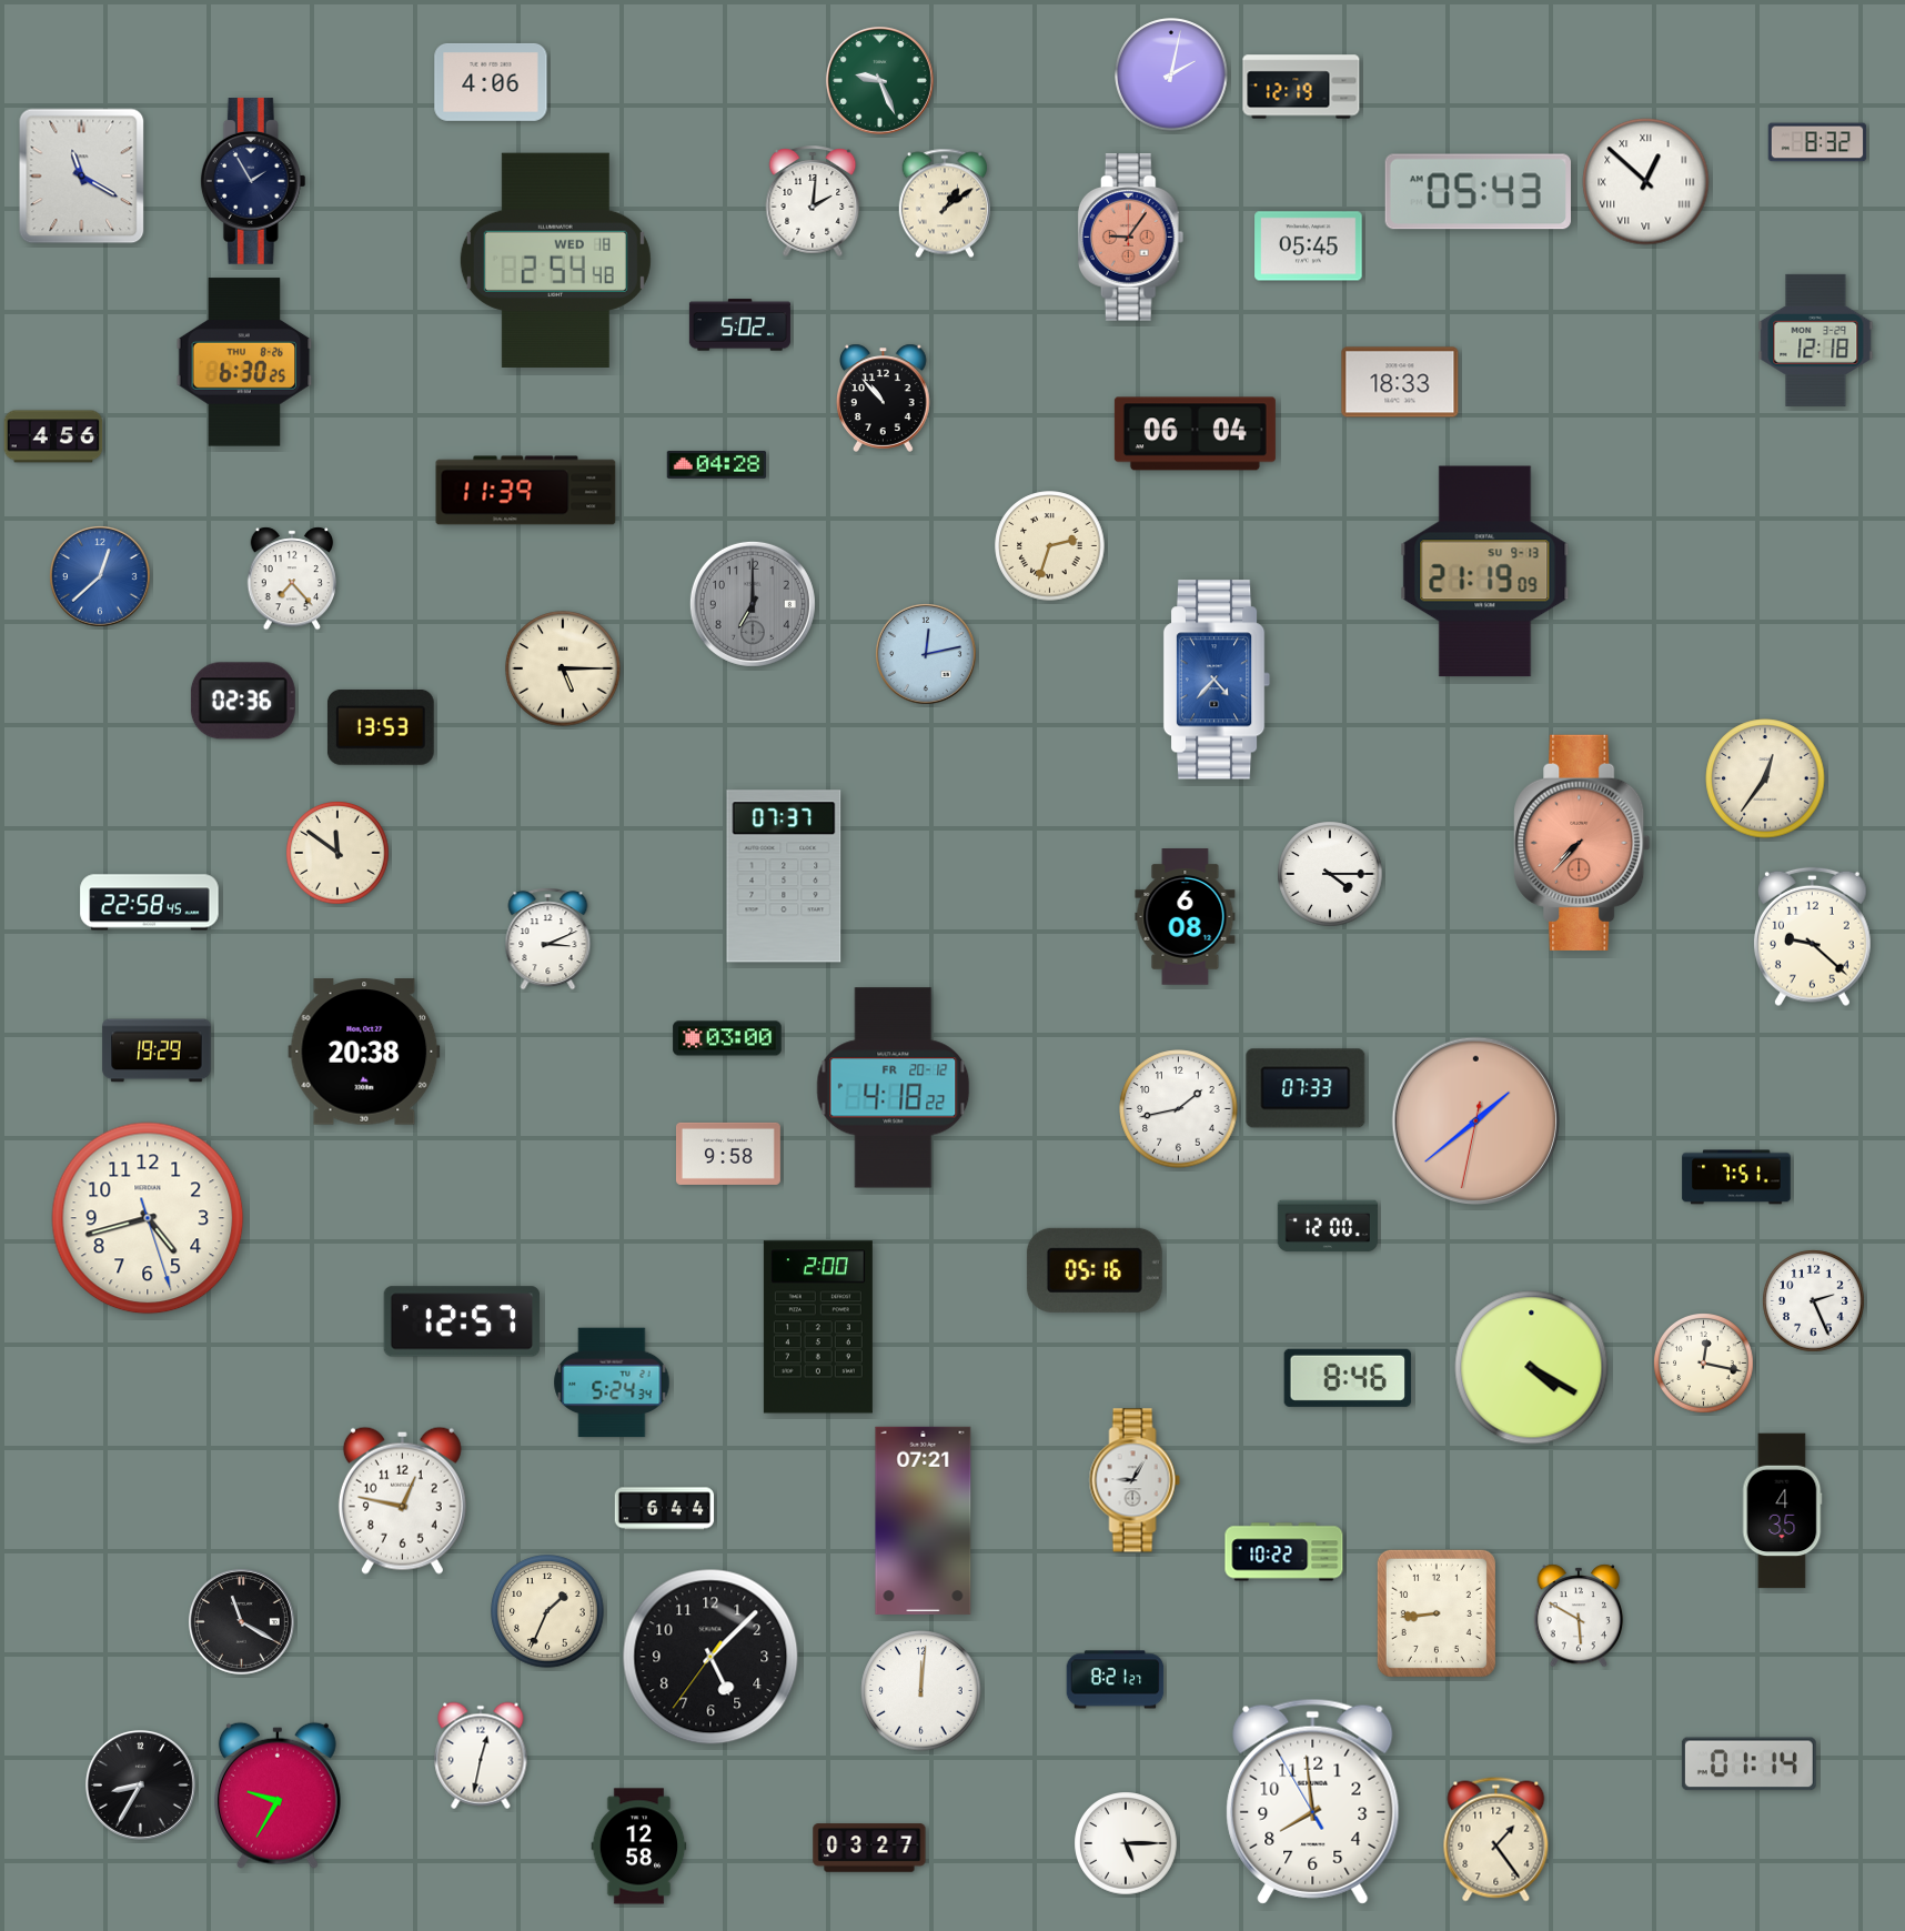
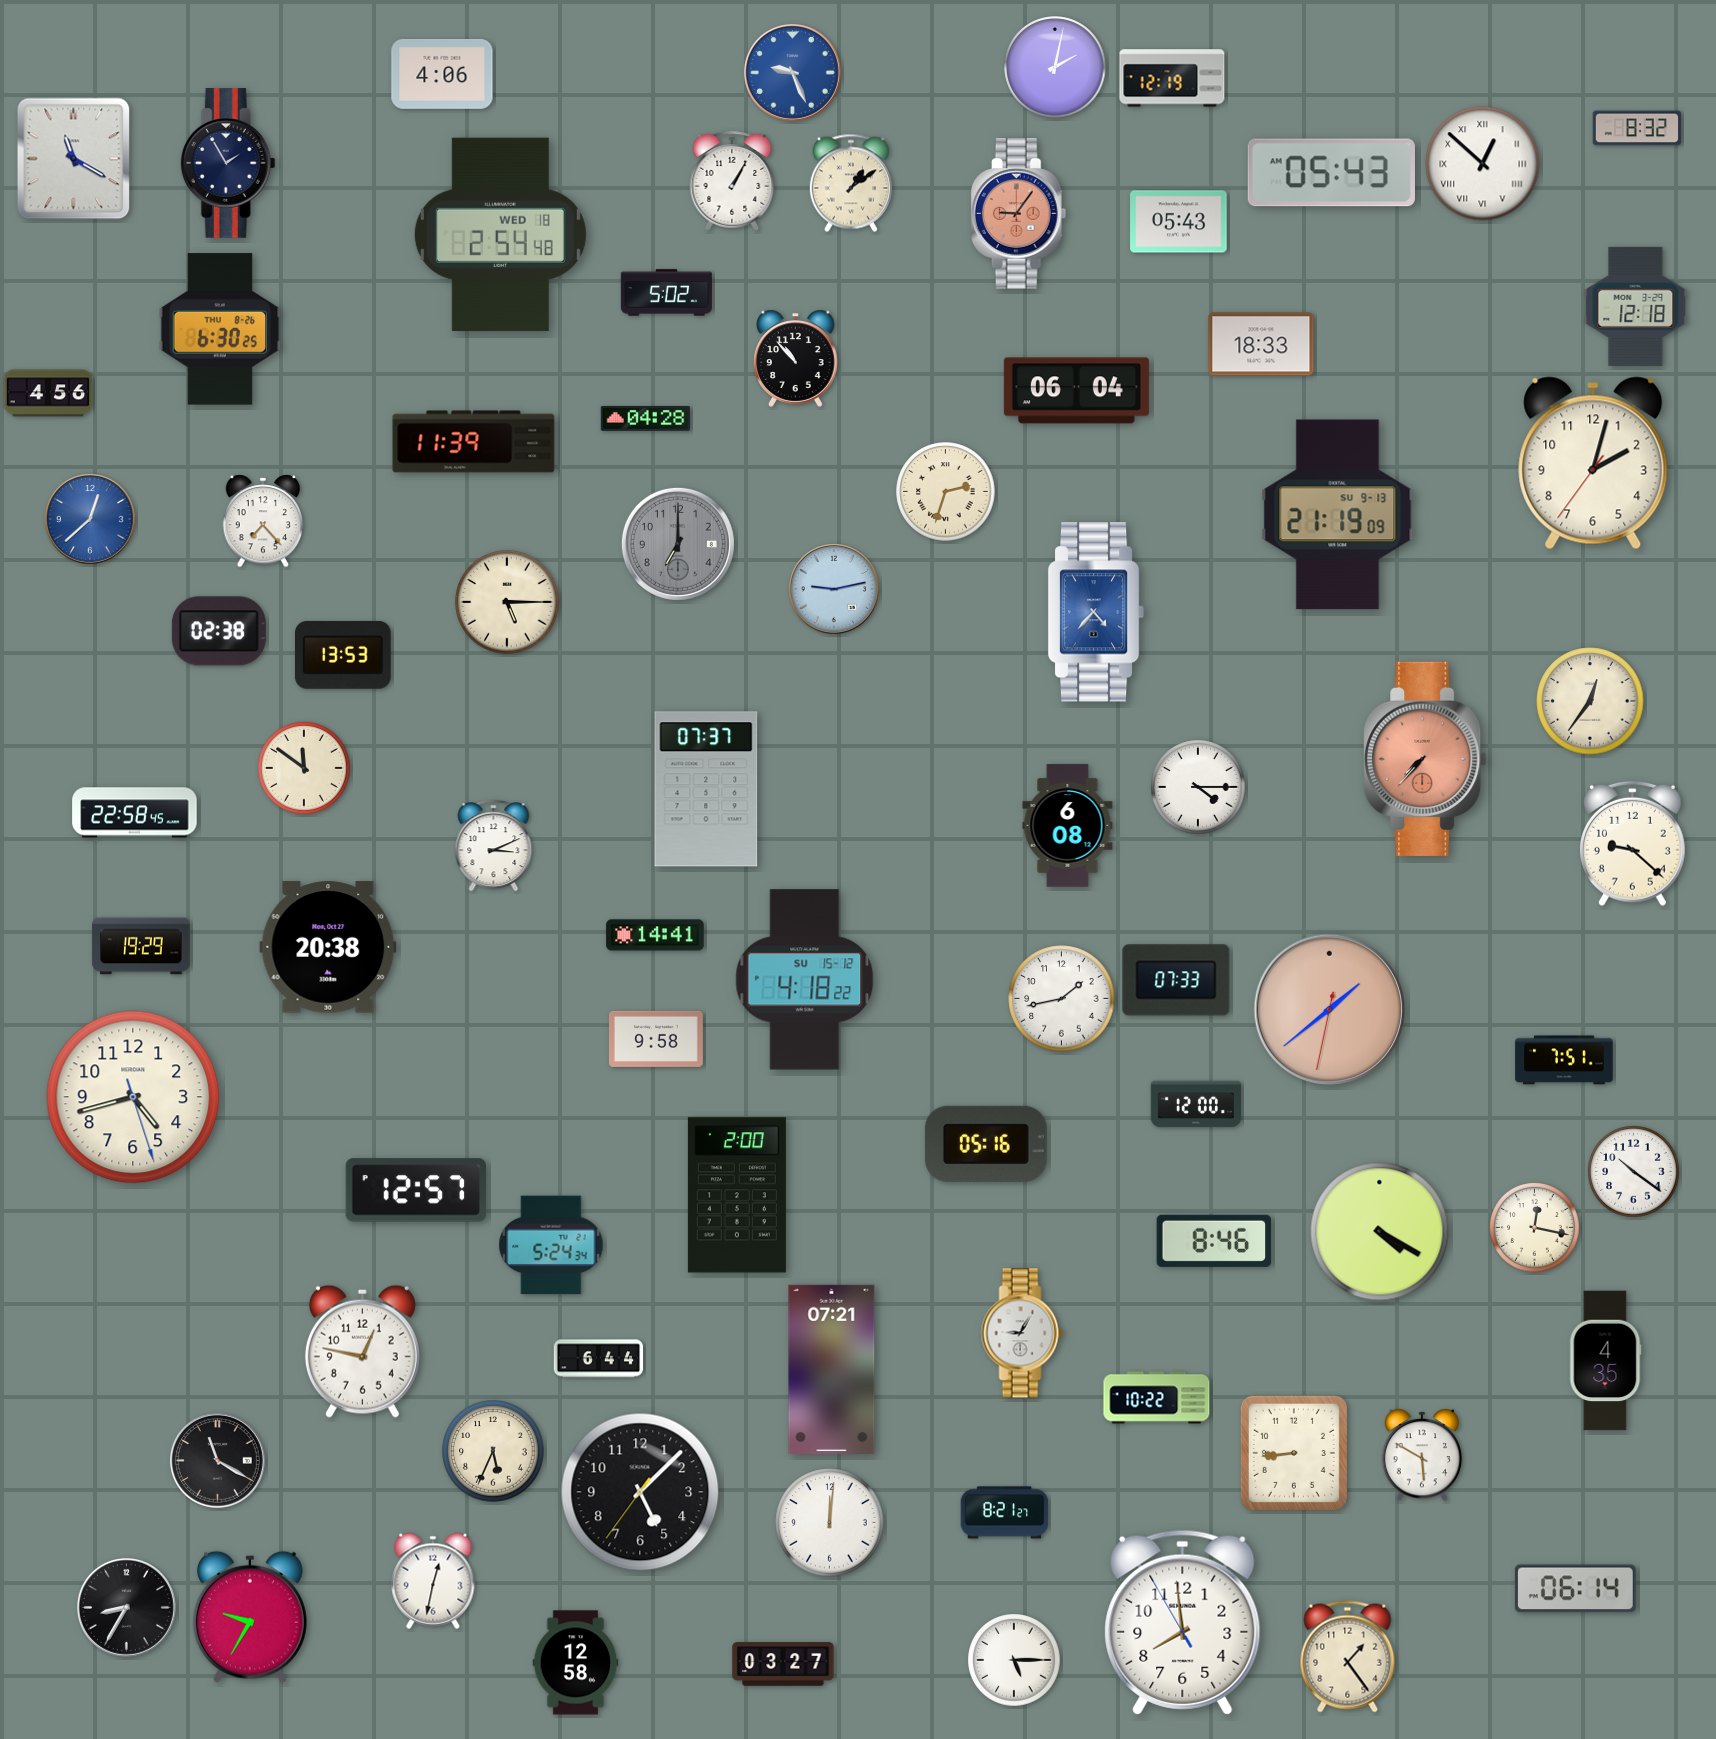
clock at (879, 80) dial: green -> blue
clock at (813, 201): 2:01 -> 1:05
clock at (1309, 247): 05:45 -> 05:43
clock at (244, 362) position: (244, 362) -> (220, 329)
clock at (1593, 463): none -> 2:02
clock at (927, 655): 12:13 -> 9:13
clock at (243, 701): 02:36 -> 02:38
clock at (727, 1038): 03:00 -> 14:41
clock at (894, 1088) date: FR 20-12 -> SU 15-12
clock at (1814, 1301): 2:26 -> 10:21
clock at (547, 1611): 1:34 -> 5:34
clock at (1748, 1764): 01:14 -> 06:14
